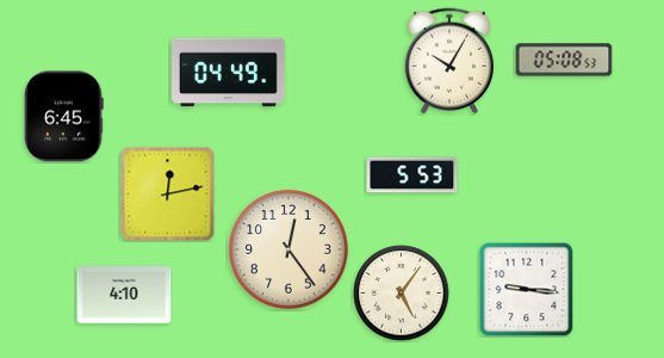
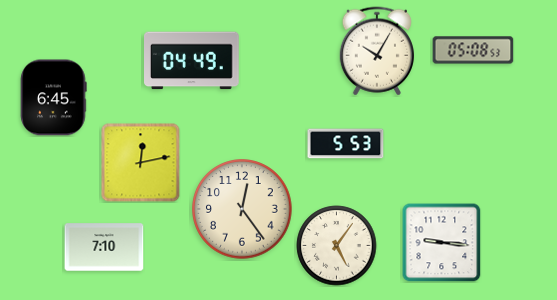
clock at (412, 175) position: (412, 175) -> (346, 144)
clock at (124, 295): 4:10 -> 7:10
